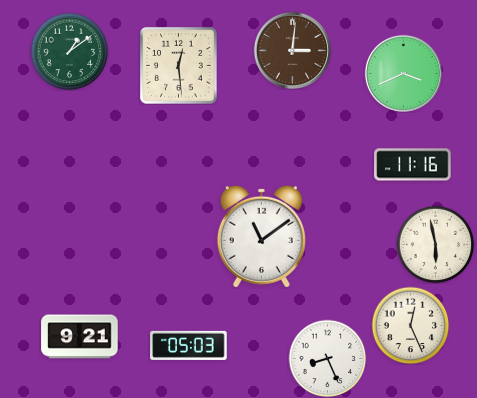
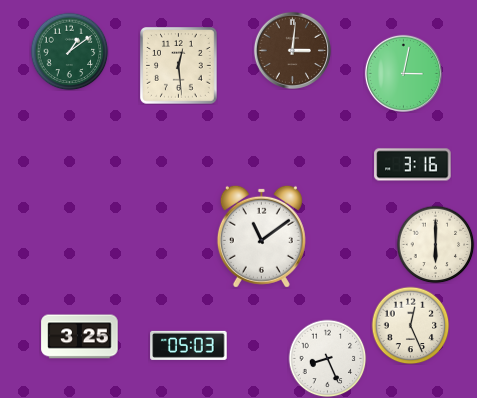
clock at (403, 73): 3:41 -> 3:02
clock at (413, 165): 11:16 -> 3:16
clock at (435, 244): 5:58 -> 6:00
clock at (80, 337): 9:21 -> 3:25
